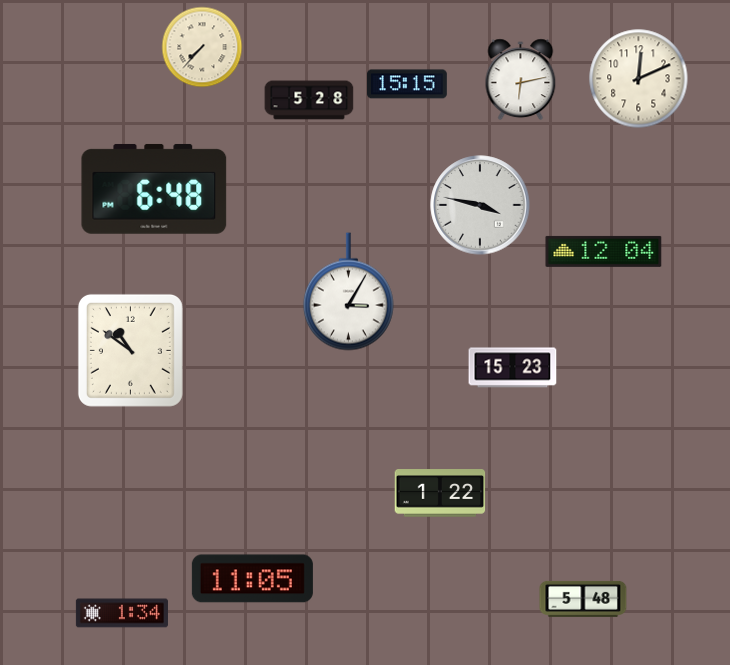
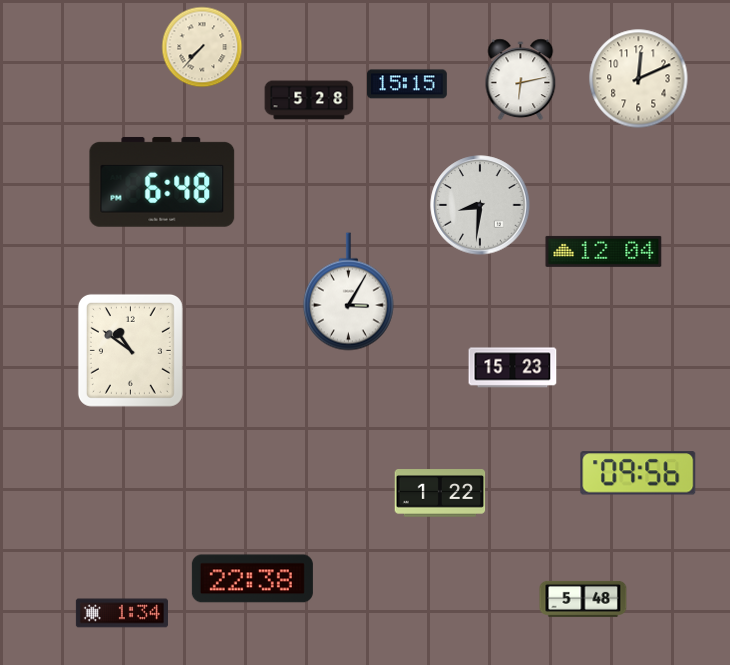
clock at (154, 189) position: (154, 189) -> (162, 182)
clock at (480, 205): 3:47 -> 8:31
clock at (638, 473): none -> 09:56
clock at (252, 579): 11:05 -> 22:38
